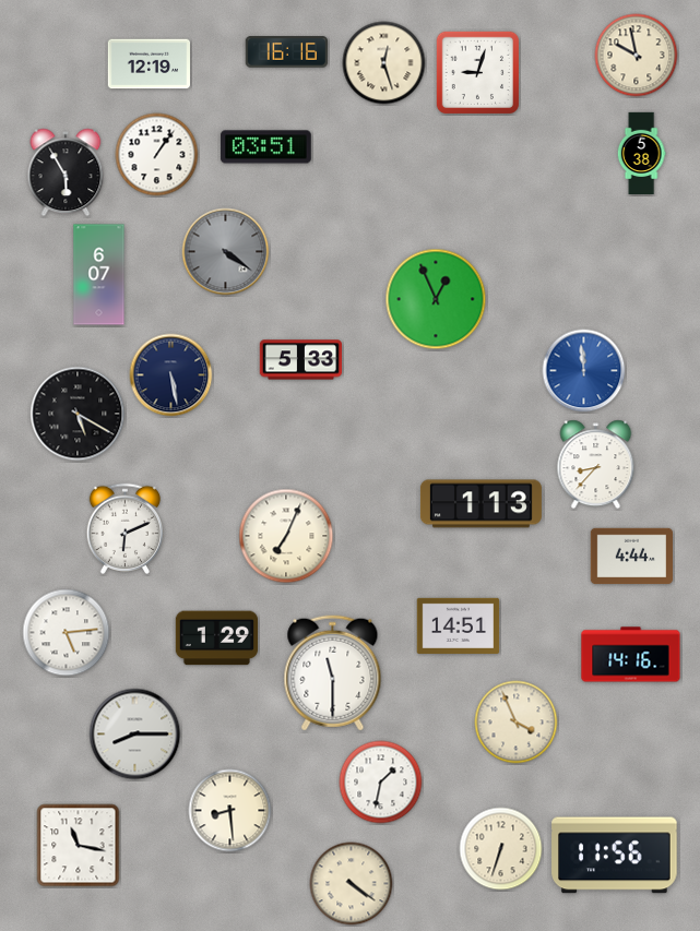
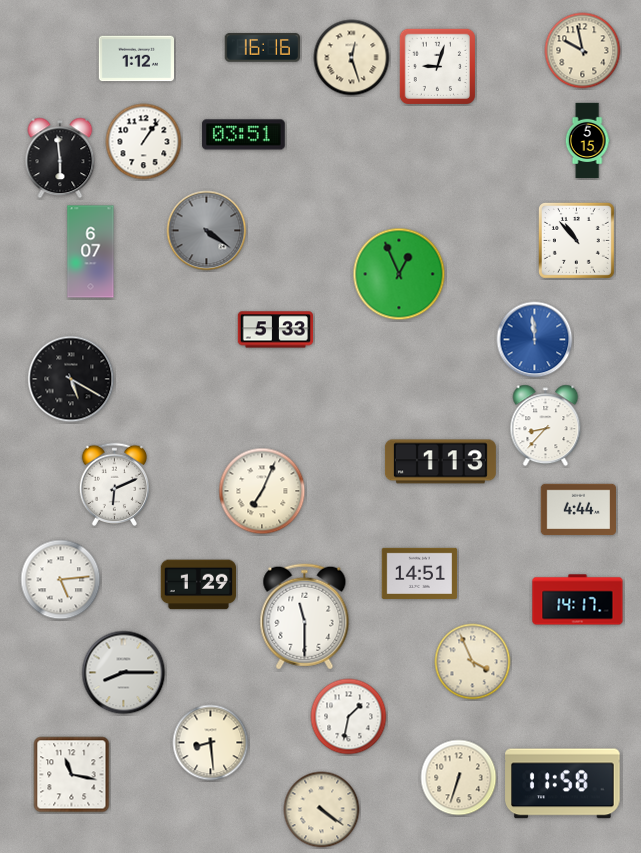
clock at (149, 64): 12:19 -> 1:12
clock at (641, 154): 5:38 -> 5:15
clock at (66, 172): 5:55 -> 5:59
clock at (577, 241): none -> 10:53
clock at (171, 375): 5:28 -> none
clock at (631, 655): 14:16 -> 14:17
clock at (615, 856): 11:56 -> 11:58
